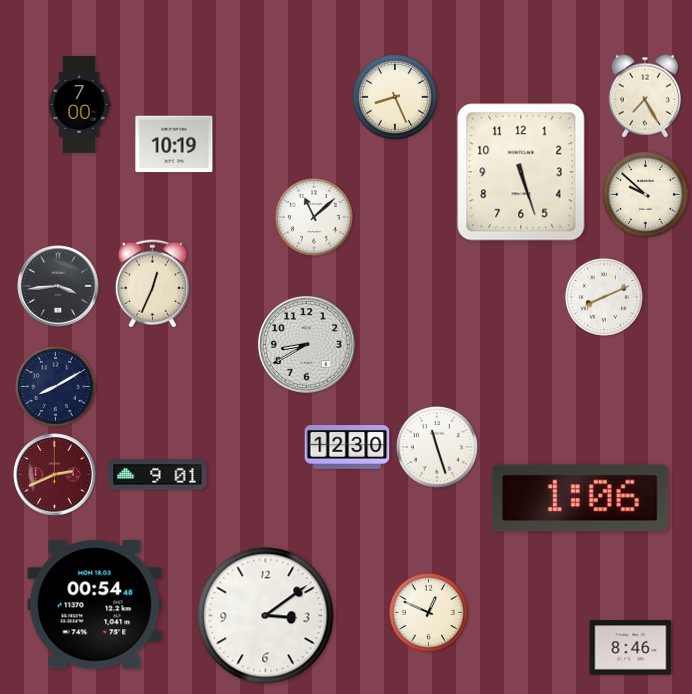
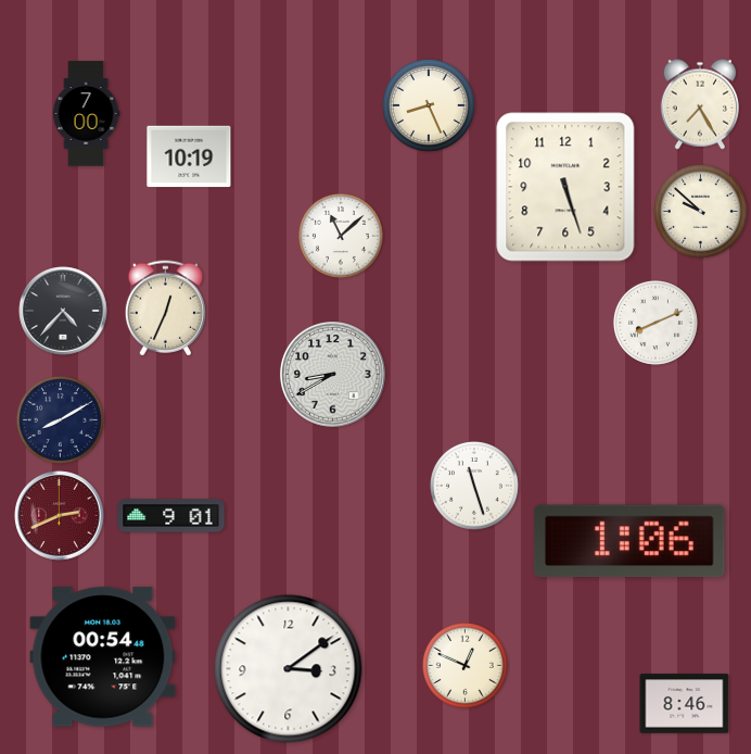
clock at (58, 286): 3:44 -> 4:37
clock at (347, 448): 12:30 -> none
